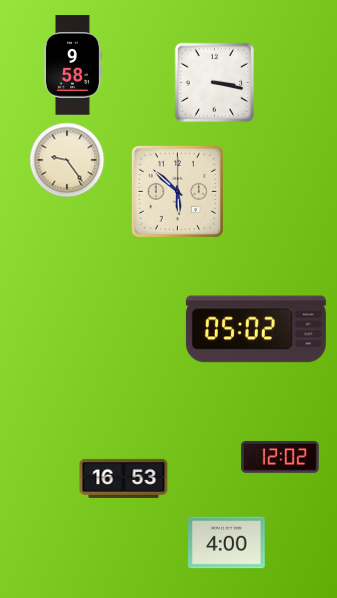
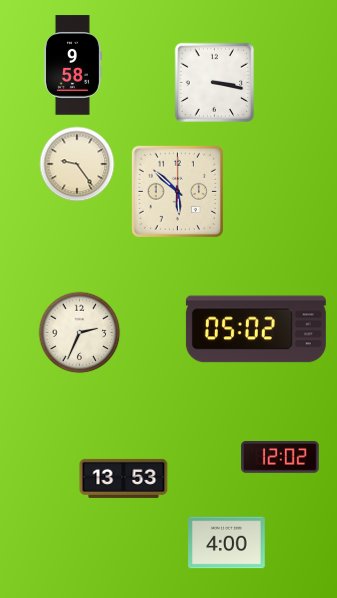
clock at (67, 160) position: (67, 160) -> (77, 164)
clock at (80, 333): none -> 2:34
clock at (124, 478): 16:53 -> 13:53
